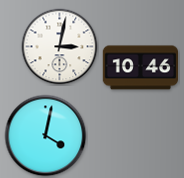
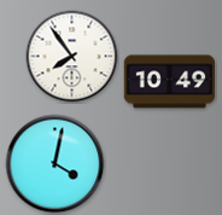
clock at (60, 47): 3:02 -> 7:54
clock at (140, 68): 10:46 -> 10:49
